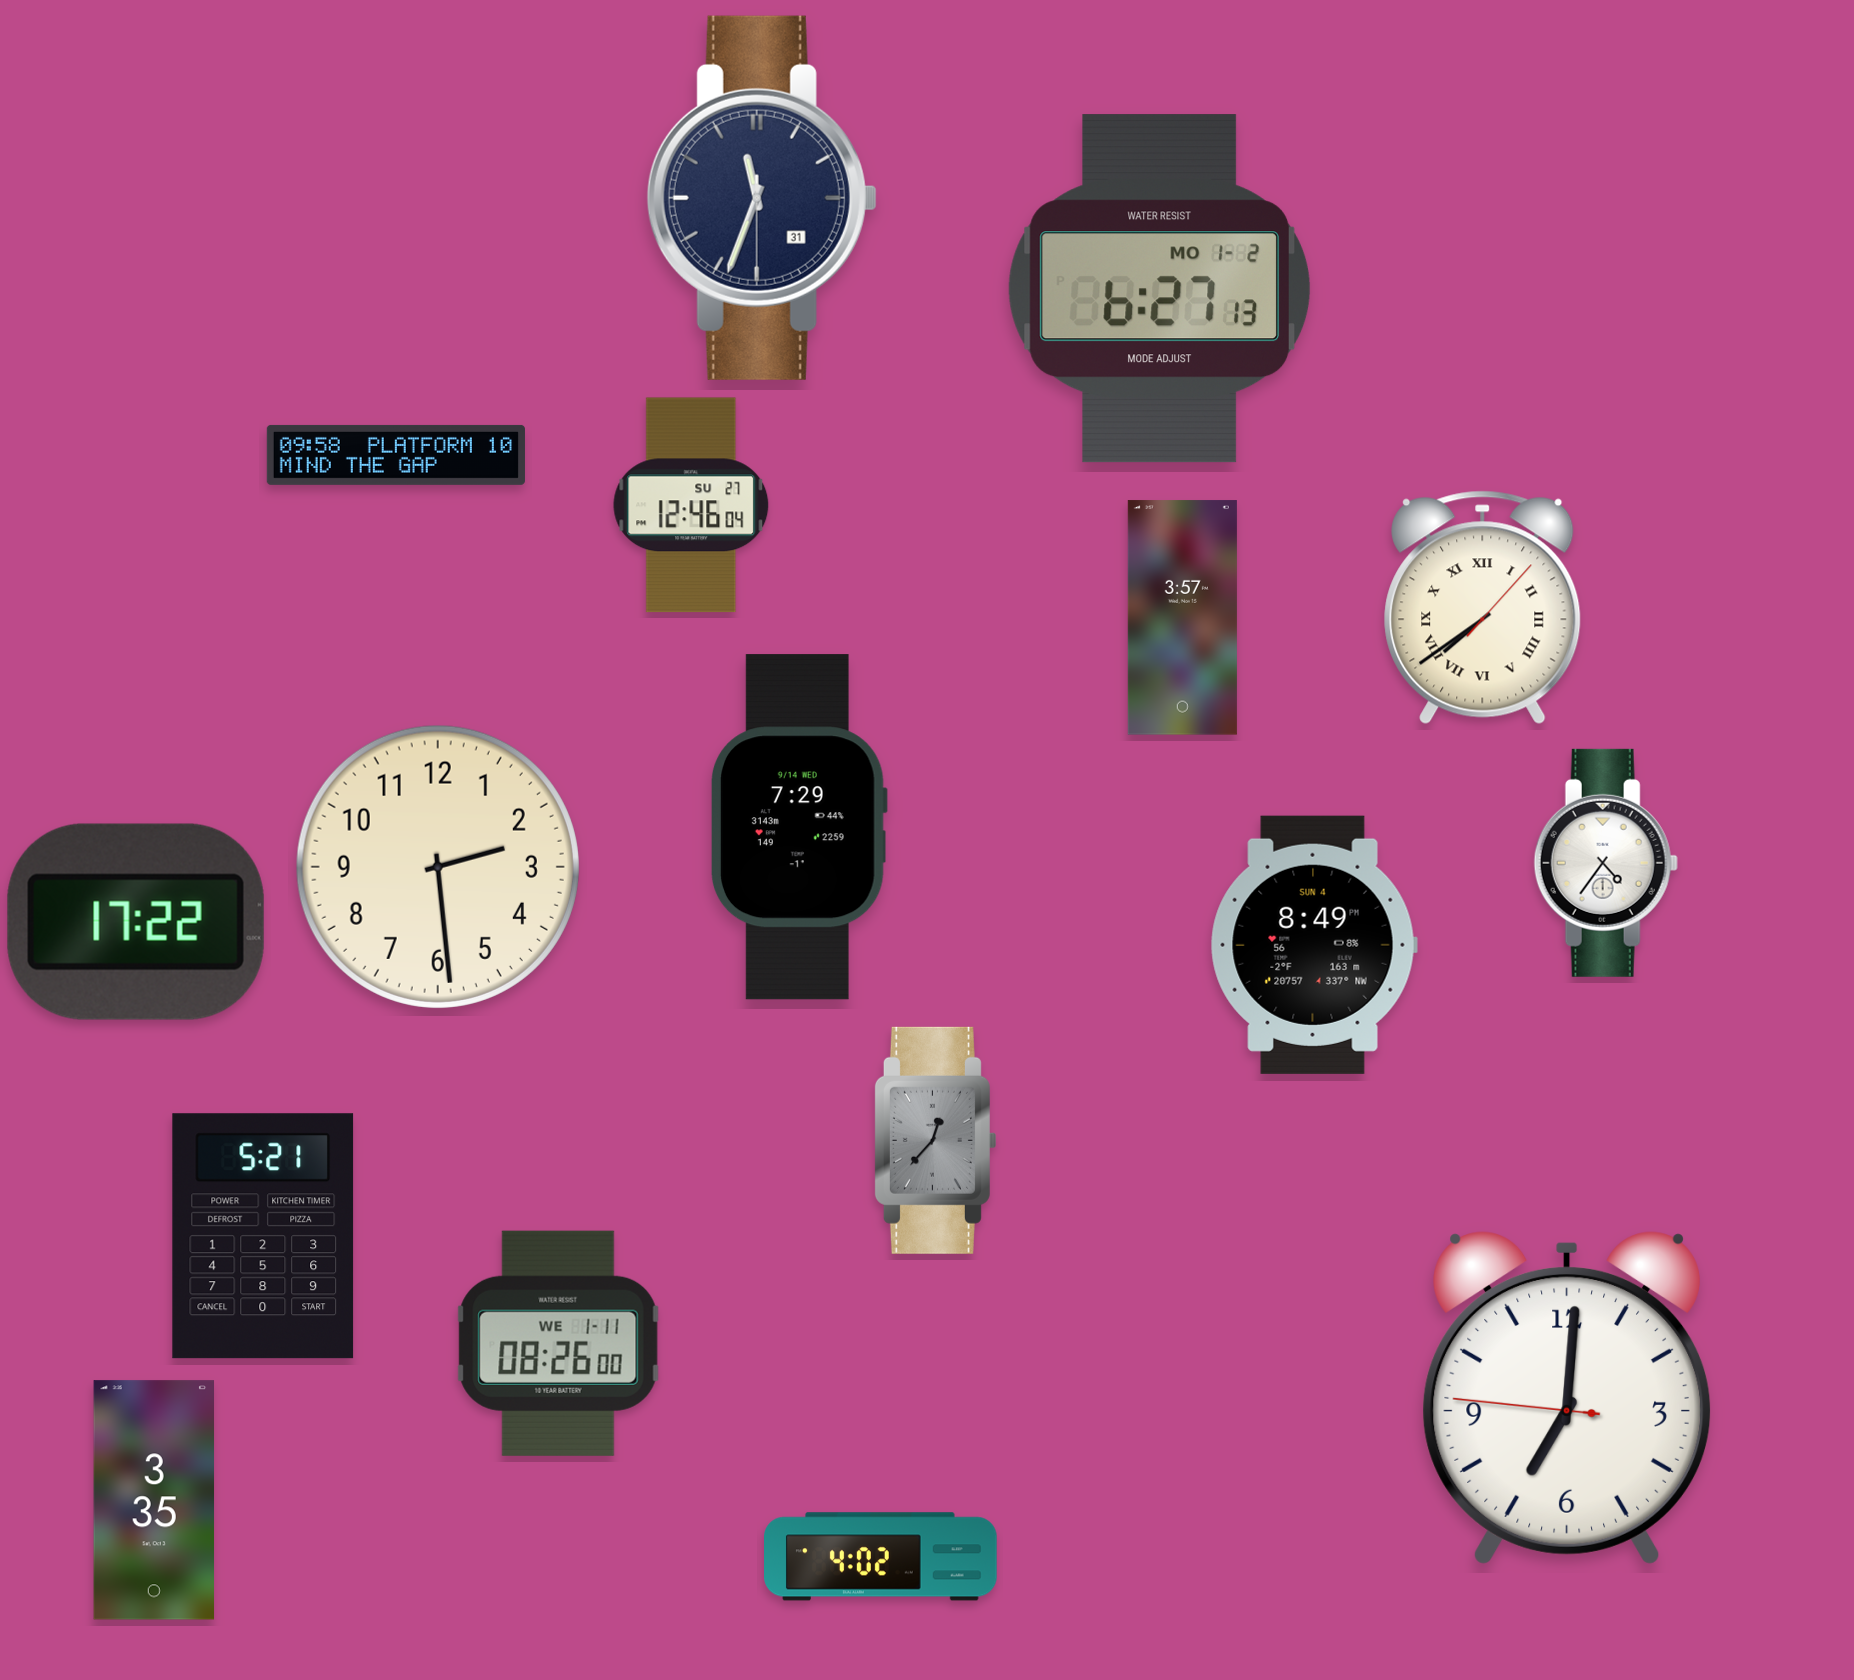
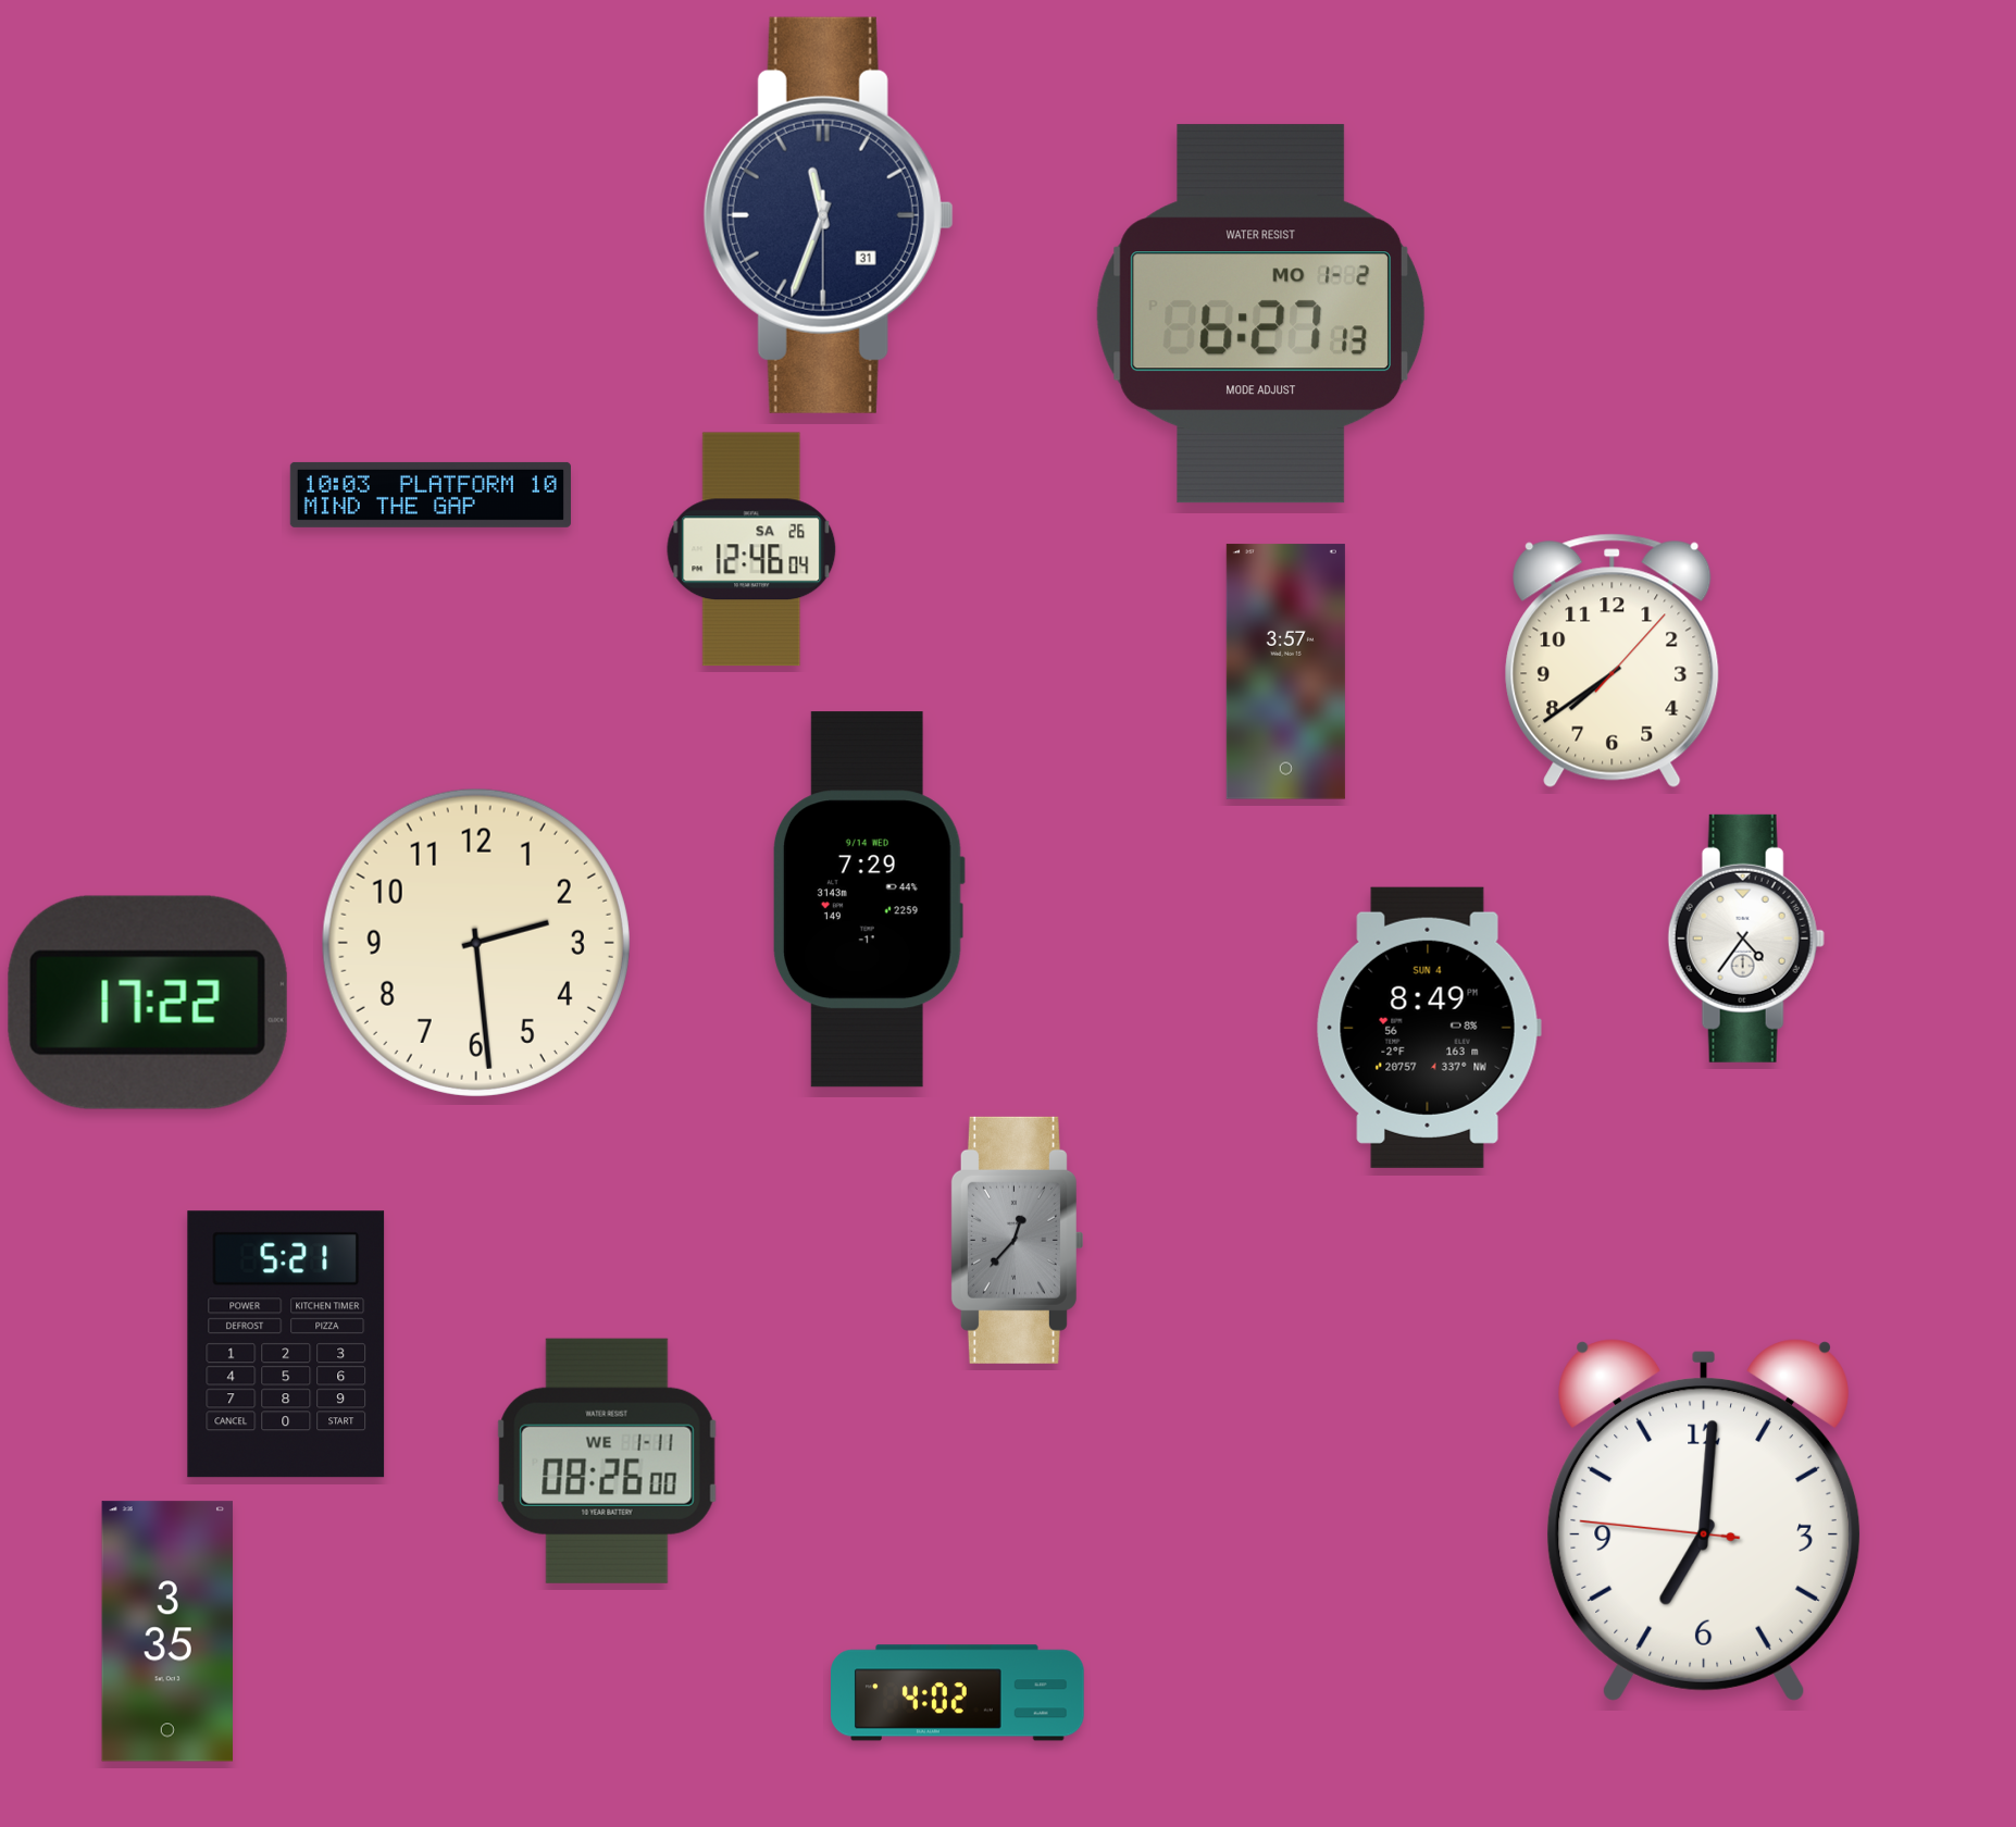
clock at (396, 455): 09:58 -> 10:03
clock at (691, 505) date: SU 27 -> SA 26
clock at (1483, 607) numerals: Roman -> Arabic
